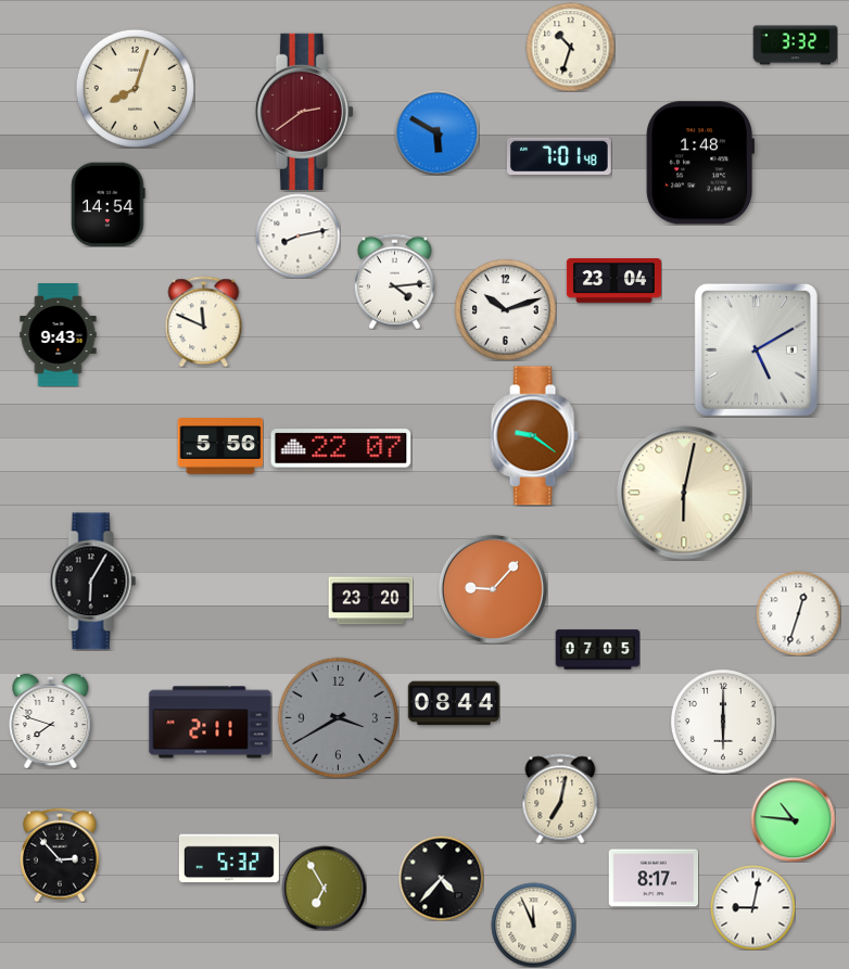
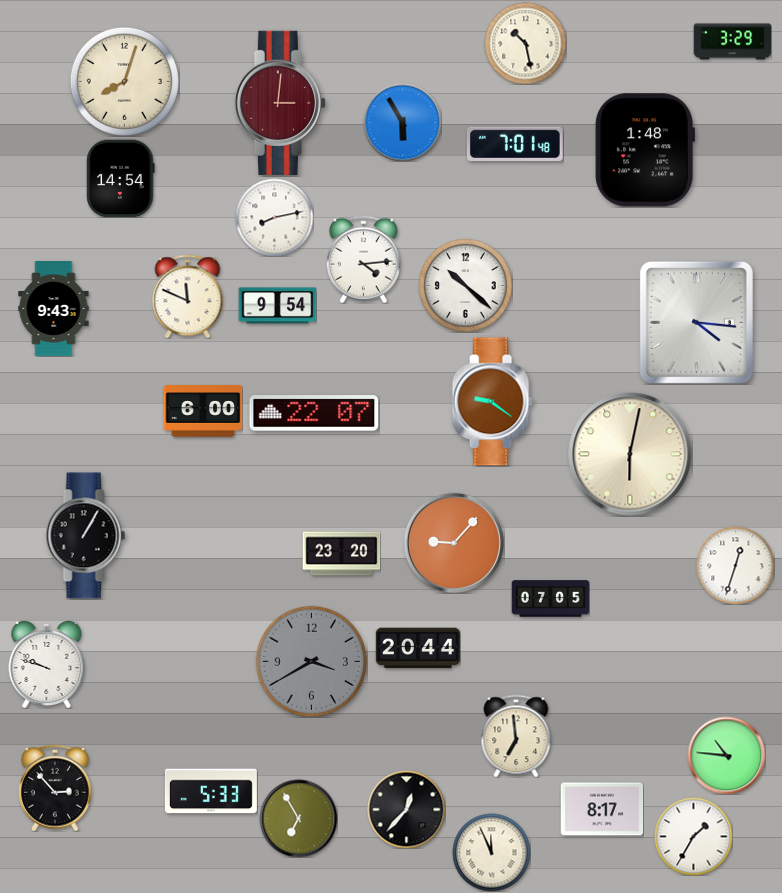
clock at (795, 46): 3:32 -> 3:29
clock at (570, 47): 10:33 -> 10:28
clock at (304, 112): 2:39 -> 3:01
clock at (436, 132): 5:50 -> 5:55
clock at (109, 204) position: (109, 204) -> (121, 178)
clock at (613, 280): 23:04 -> none
clock at (505, 309): 10:12 -> 10:22
clock at (277, 306): none -> 9:54
clock at (756, 349): 5:10 -> 4:16
clock at (220, 447): 5:56 -> 6:00
clock at (93, 582): 6:05 -> 1:05
clock at (453, 703): 08:44 -> 20:44
clock at (51, 721): 7:48 -> 9:48
clock at (723, 722): 6:00 -> none
clock at (211, 723): 2:11 -> none
clock at (560, 799): 7:02 -> 6:59
clock at (793, 819) position: (793, 819) -> (726, 755)
clock at (229, 858): 5:32 -> 5:33
clock at (441, 878): 4:37 -> 12:37
clock at (752, 907): 9:02 -> 1:35
